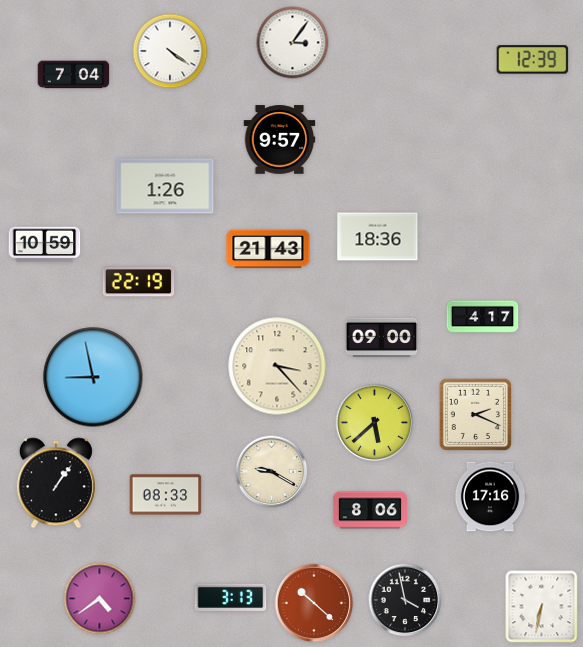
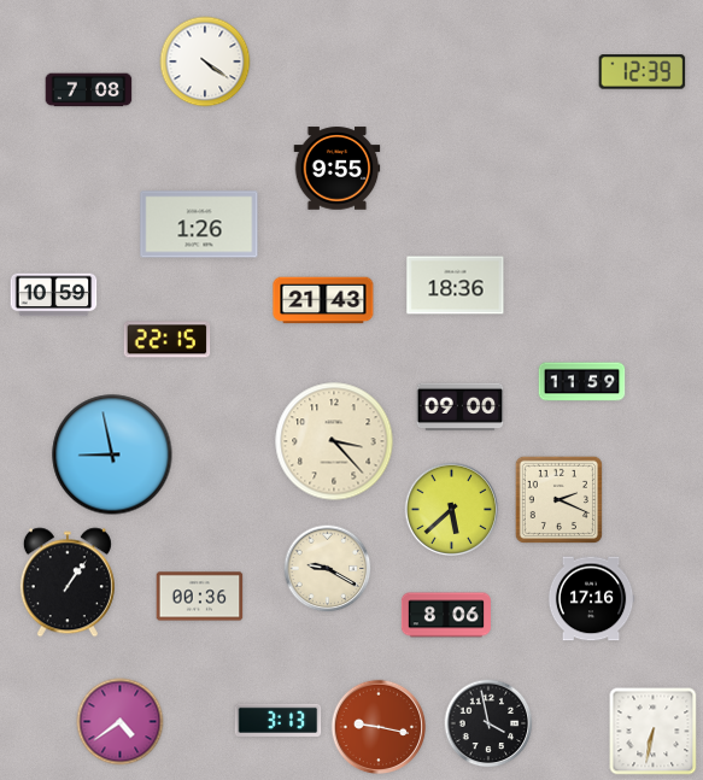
clock at (293, 43): 3:06 -> none
clock at (74, 75): 7:04 -> 7:08
clock at (280, 140): 9:57 -> 9:55
clock at (139, 282): 22:19 -> 22:15
clock at (483, 317): 4:17 -> 11:59
clock at (475, 414) position: (475, 414) -> (558, 499)
clock at (166, 495): 08:33 -> 00:36
clock at (314, 603): 10:22 -> 9:17
